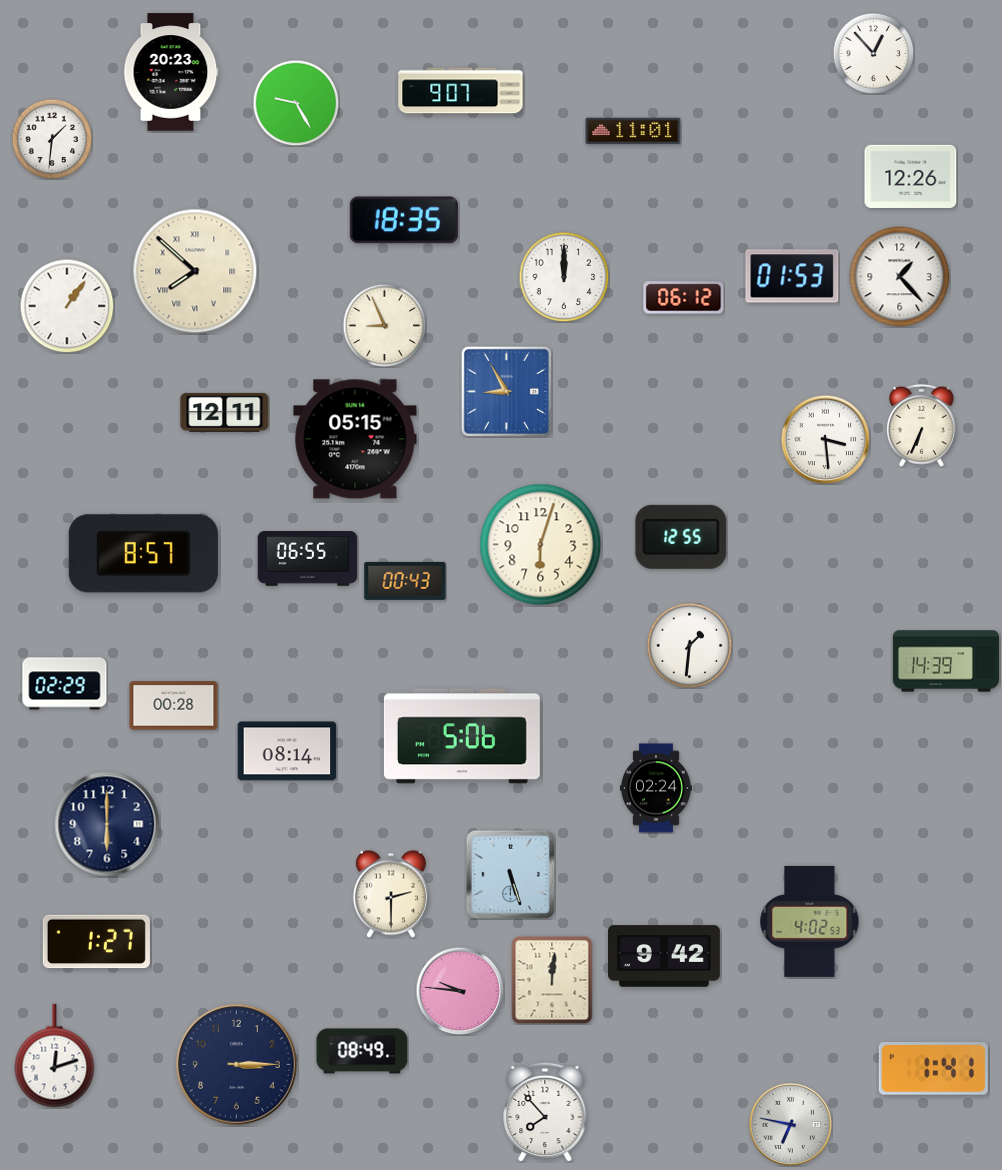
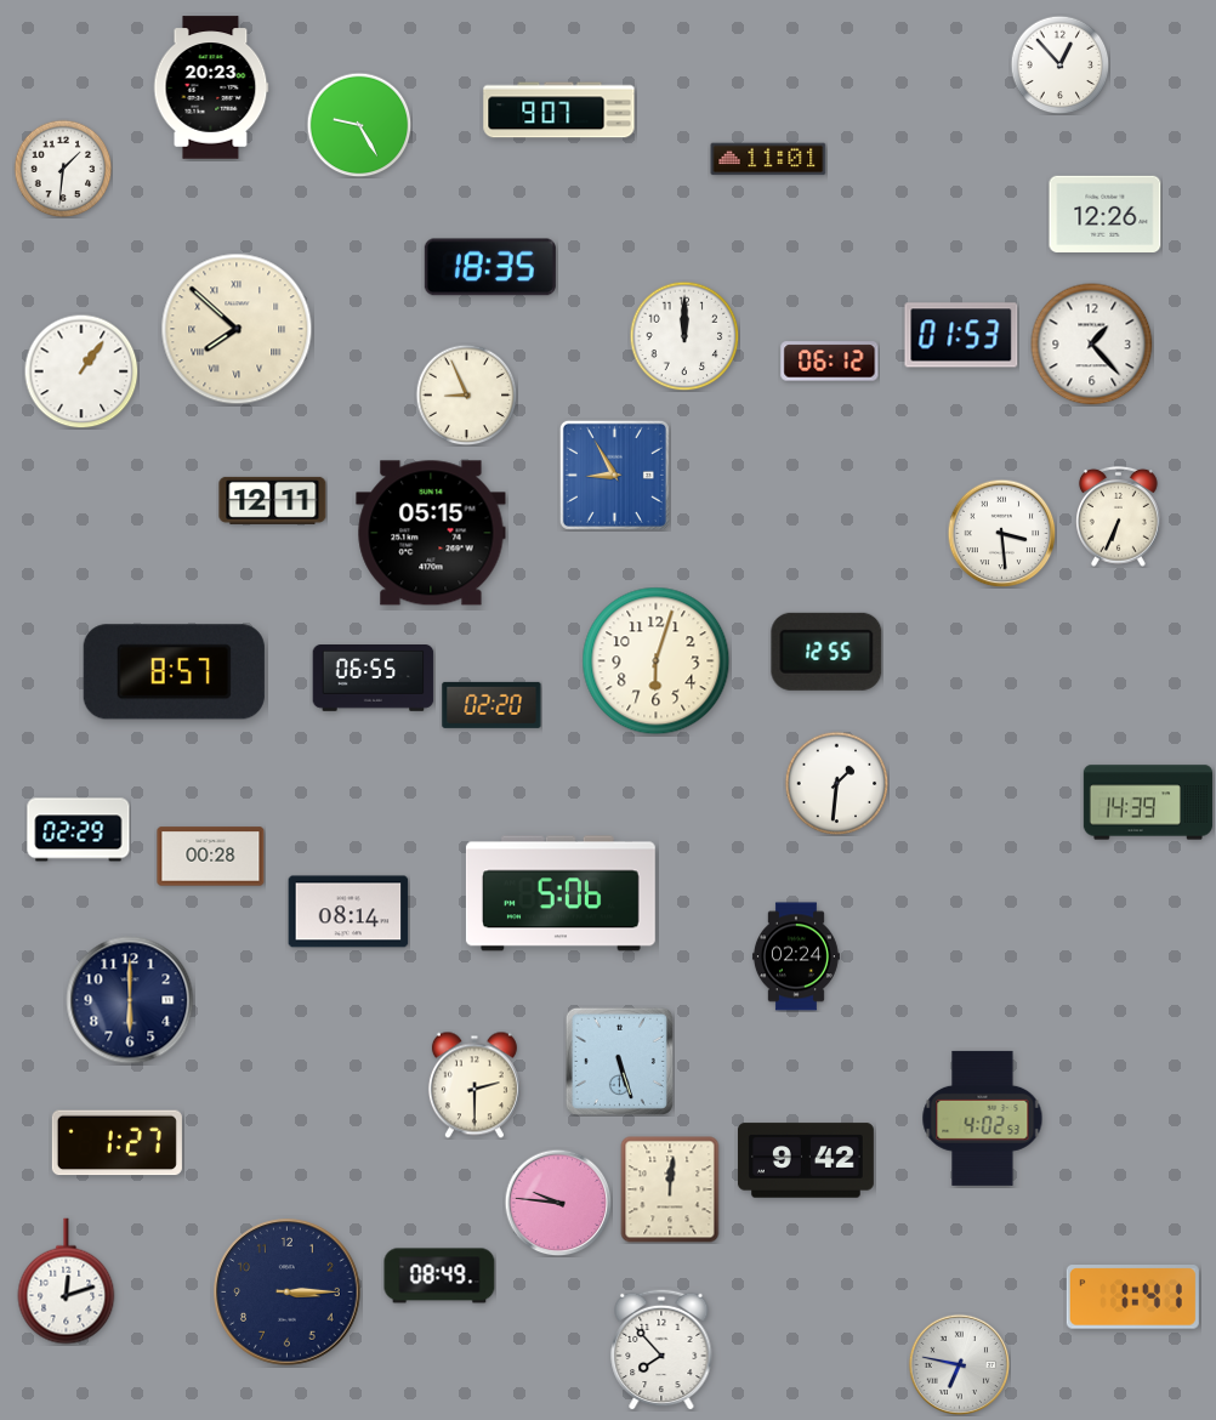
clock at (171, 72) position: (171, 72) -> (211, 87)
clock at (900, 277) position: (900, 277) -> (1092, 345)
clock at (405, 581): 00:43 -> 02:20
